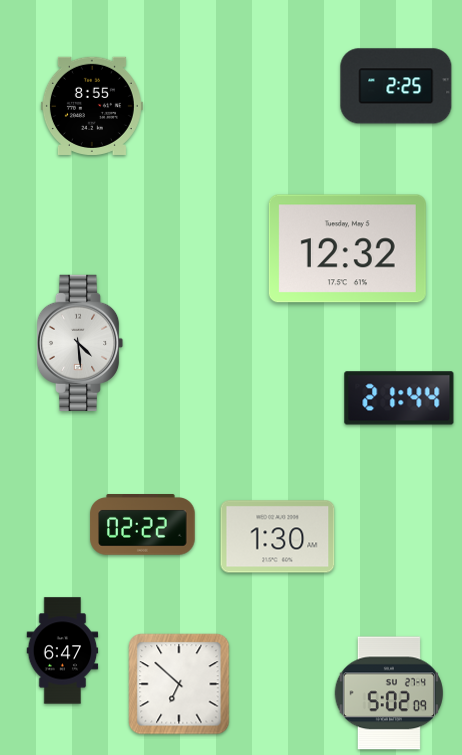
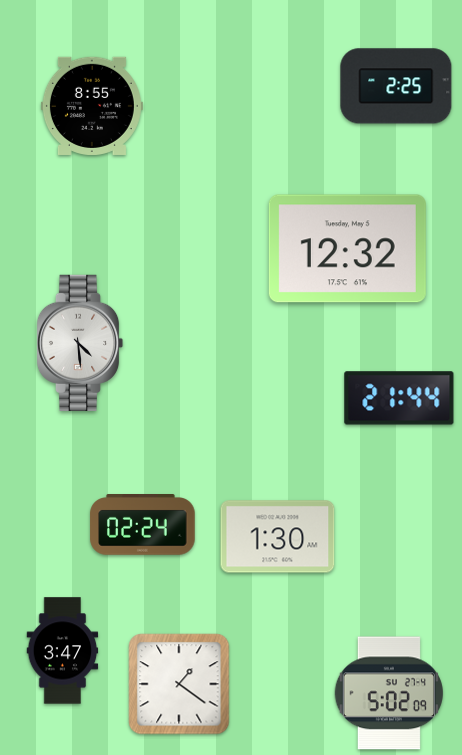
clock at (143, 525): 02:22 -> 02:24
clock at (63, 651): 6:47 -> 3:47
clock at (179, 684): 6:52 -> 1:21
